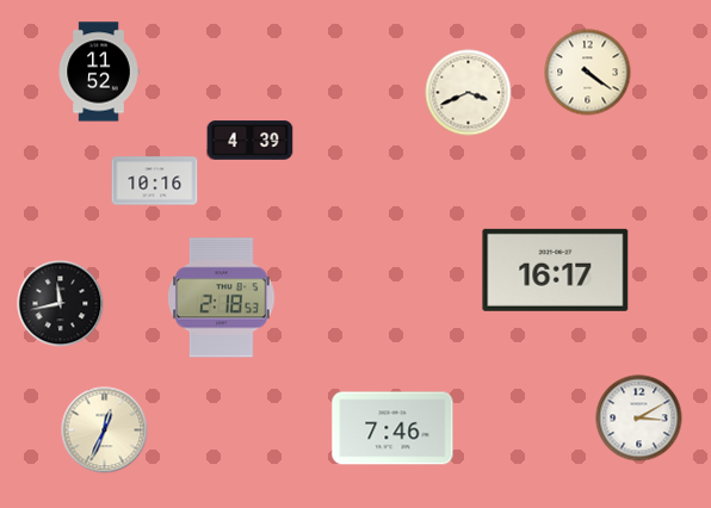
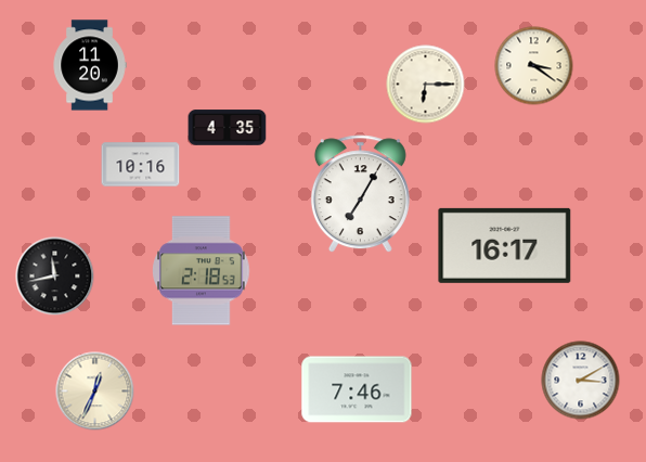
clock at (99, 72): 11:52 -> 11:20
clock at (588, 73): 4:21 -> 3:21
clock at (469, 93): 3:41 -> 6:15
clock at (251, 141): 4:39 -> 4:35
clock at (360, 194): none -> 7:05
